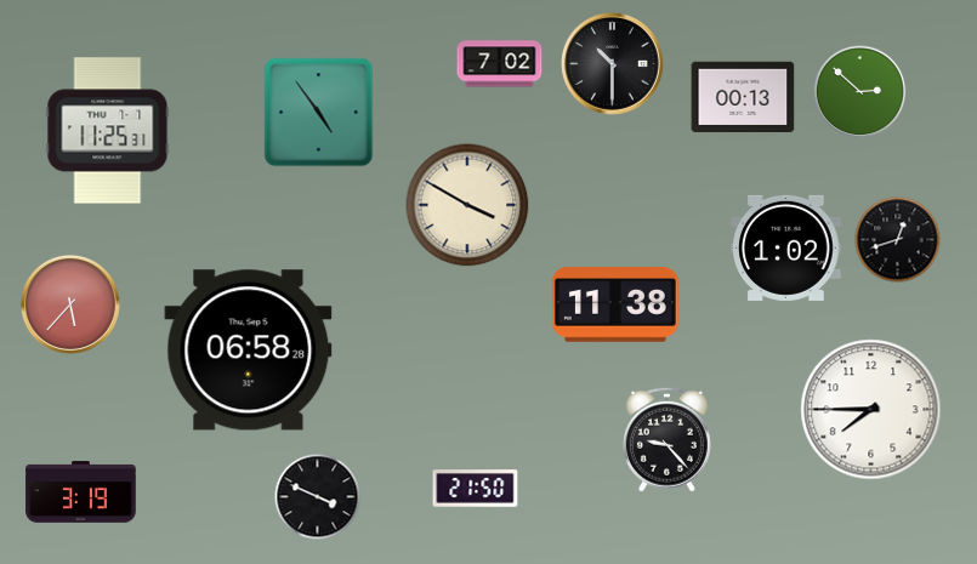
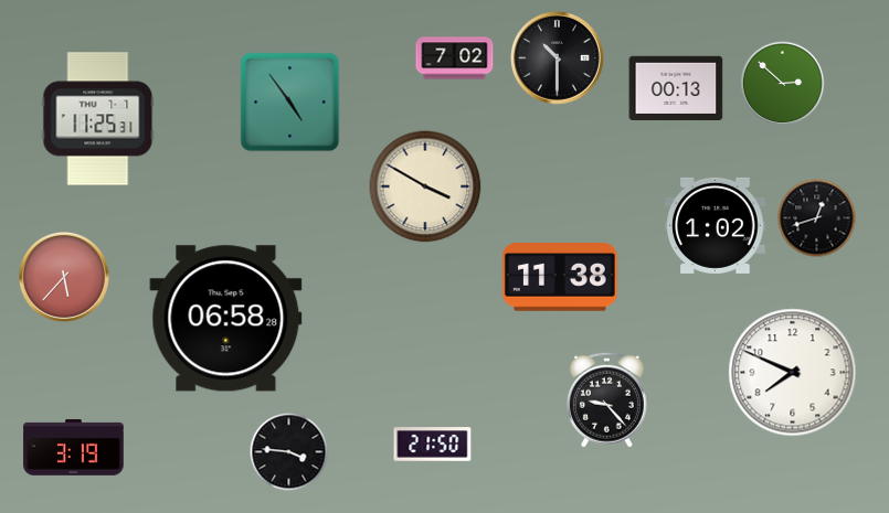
clock at (871, 410): 7:45 -> 7:49
clock at (318, 497): 3:49 -> 3:46
